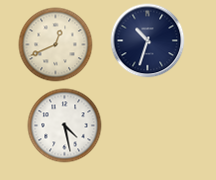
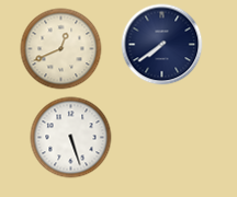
clock at (148, 41): 10:33 -> 7:39
clock at (65, 126): 4:28 -> 5:27
